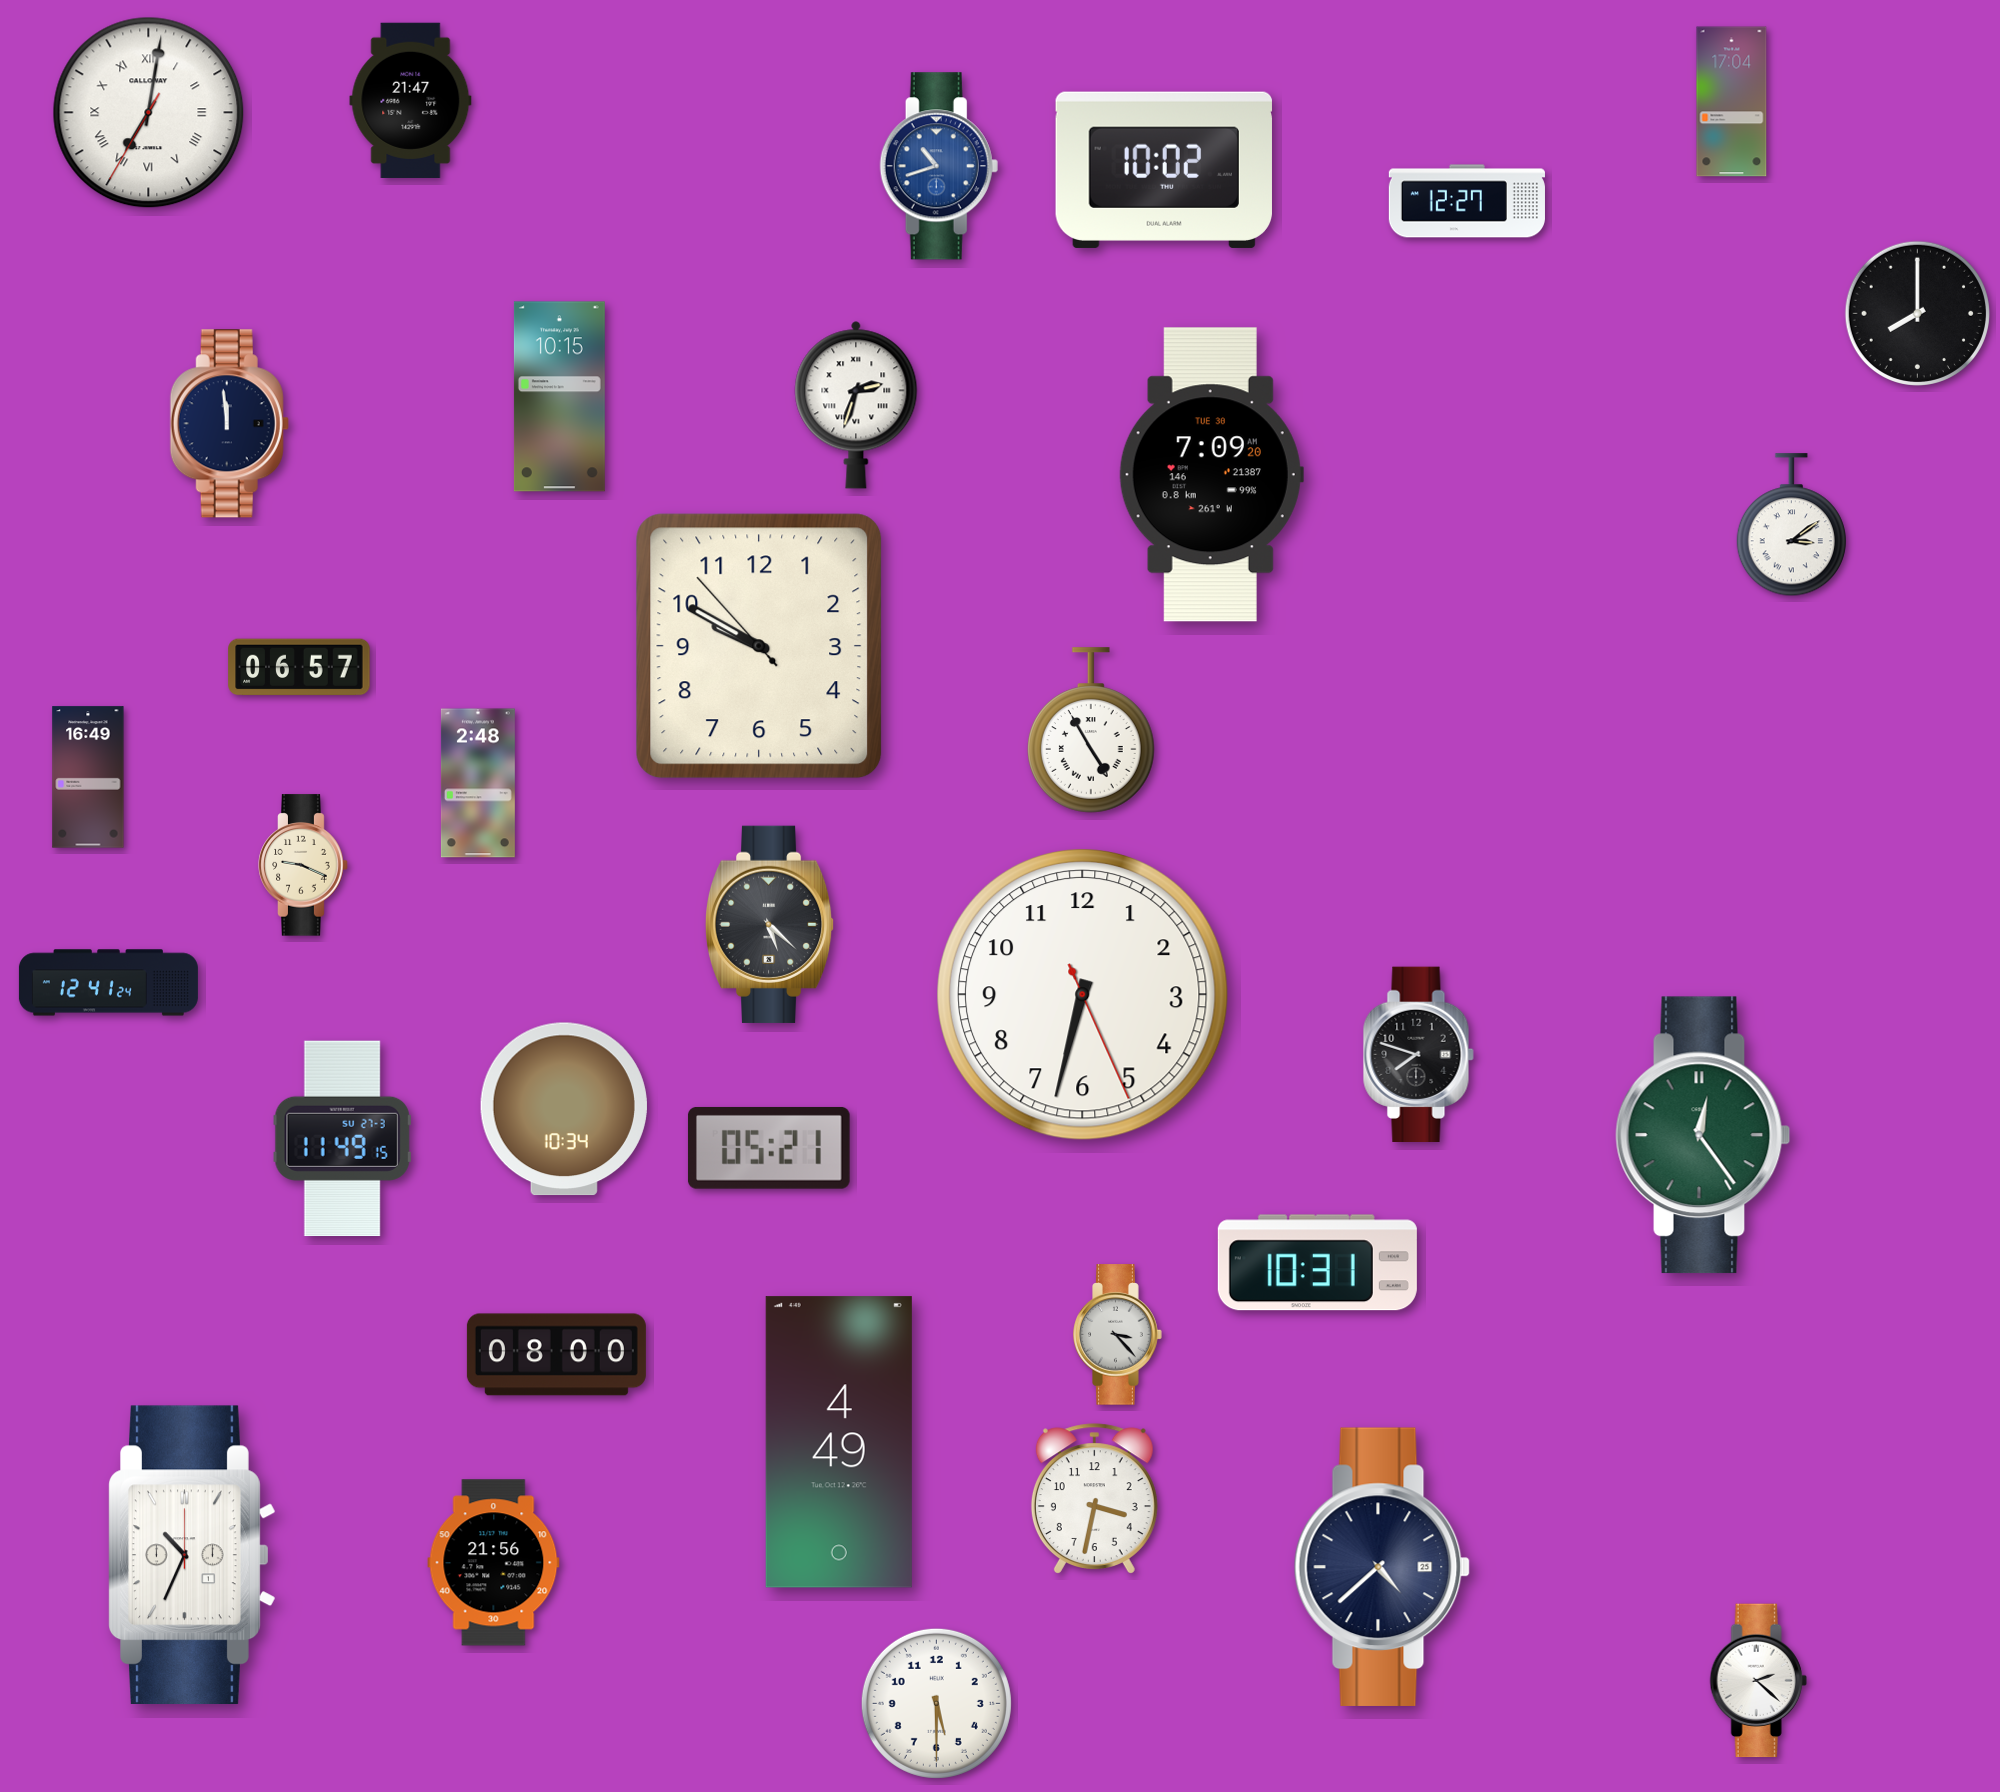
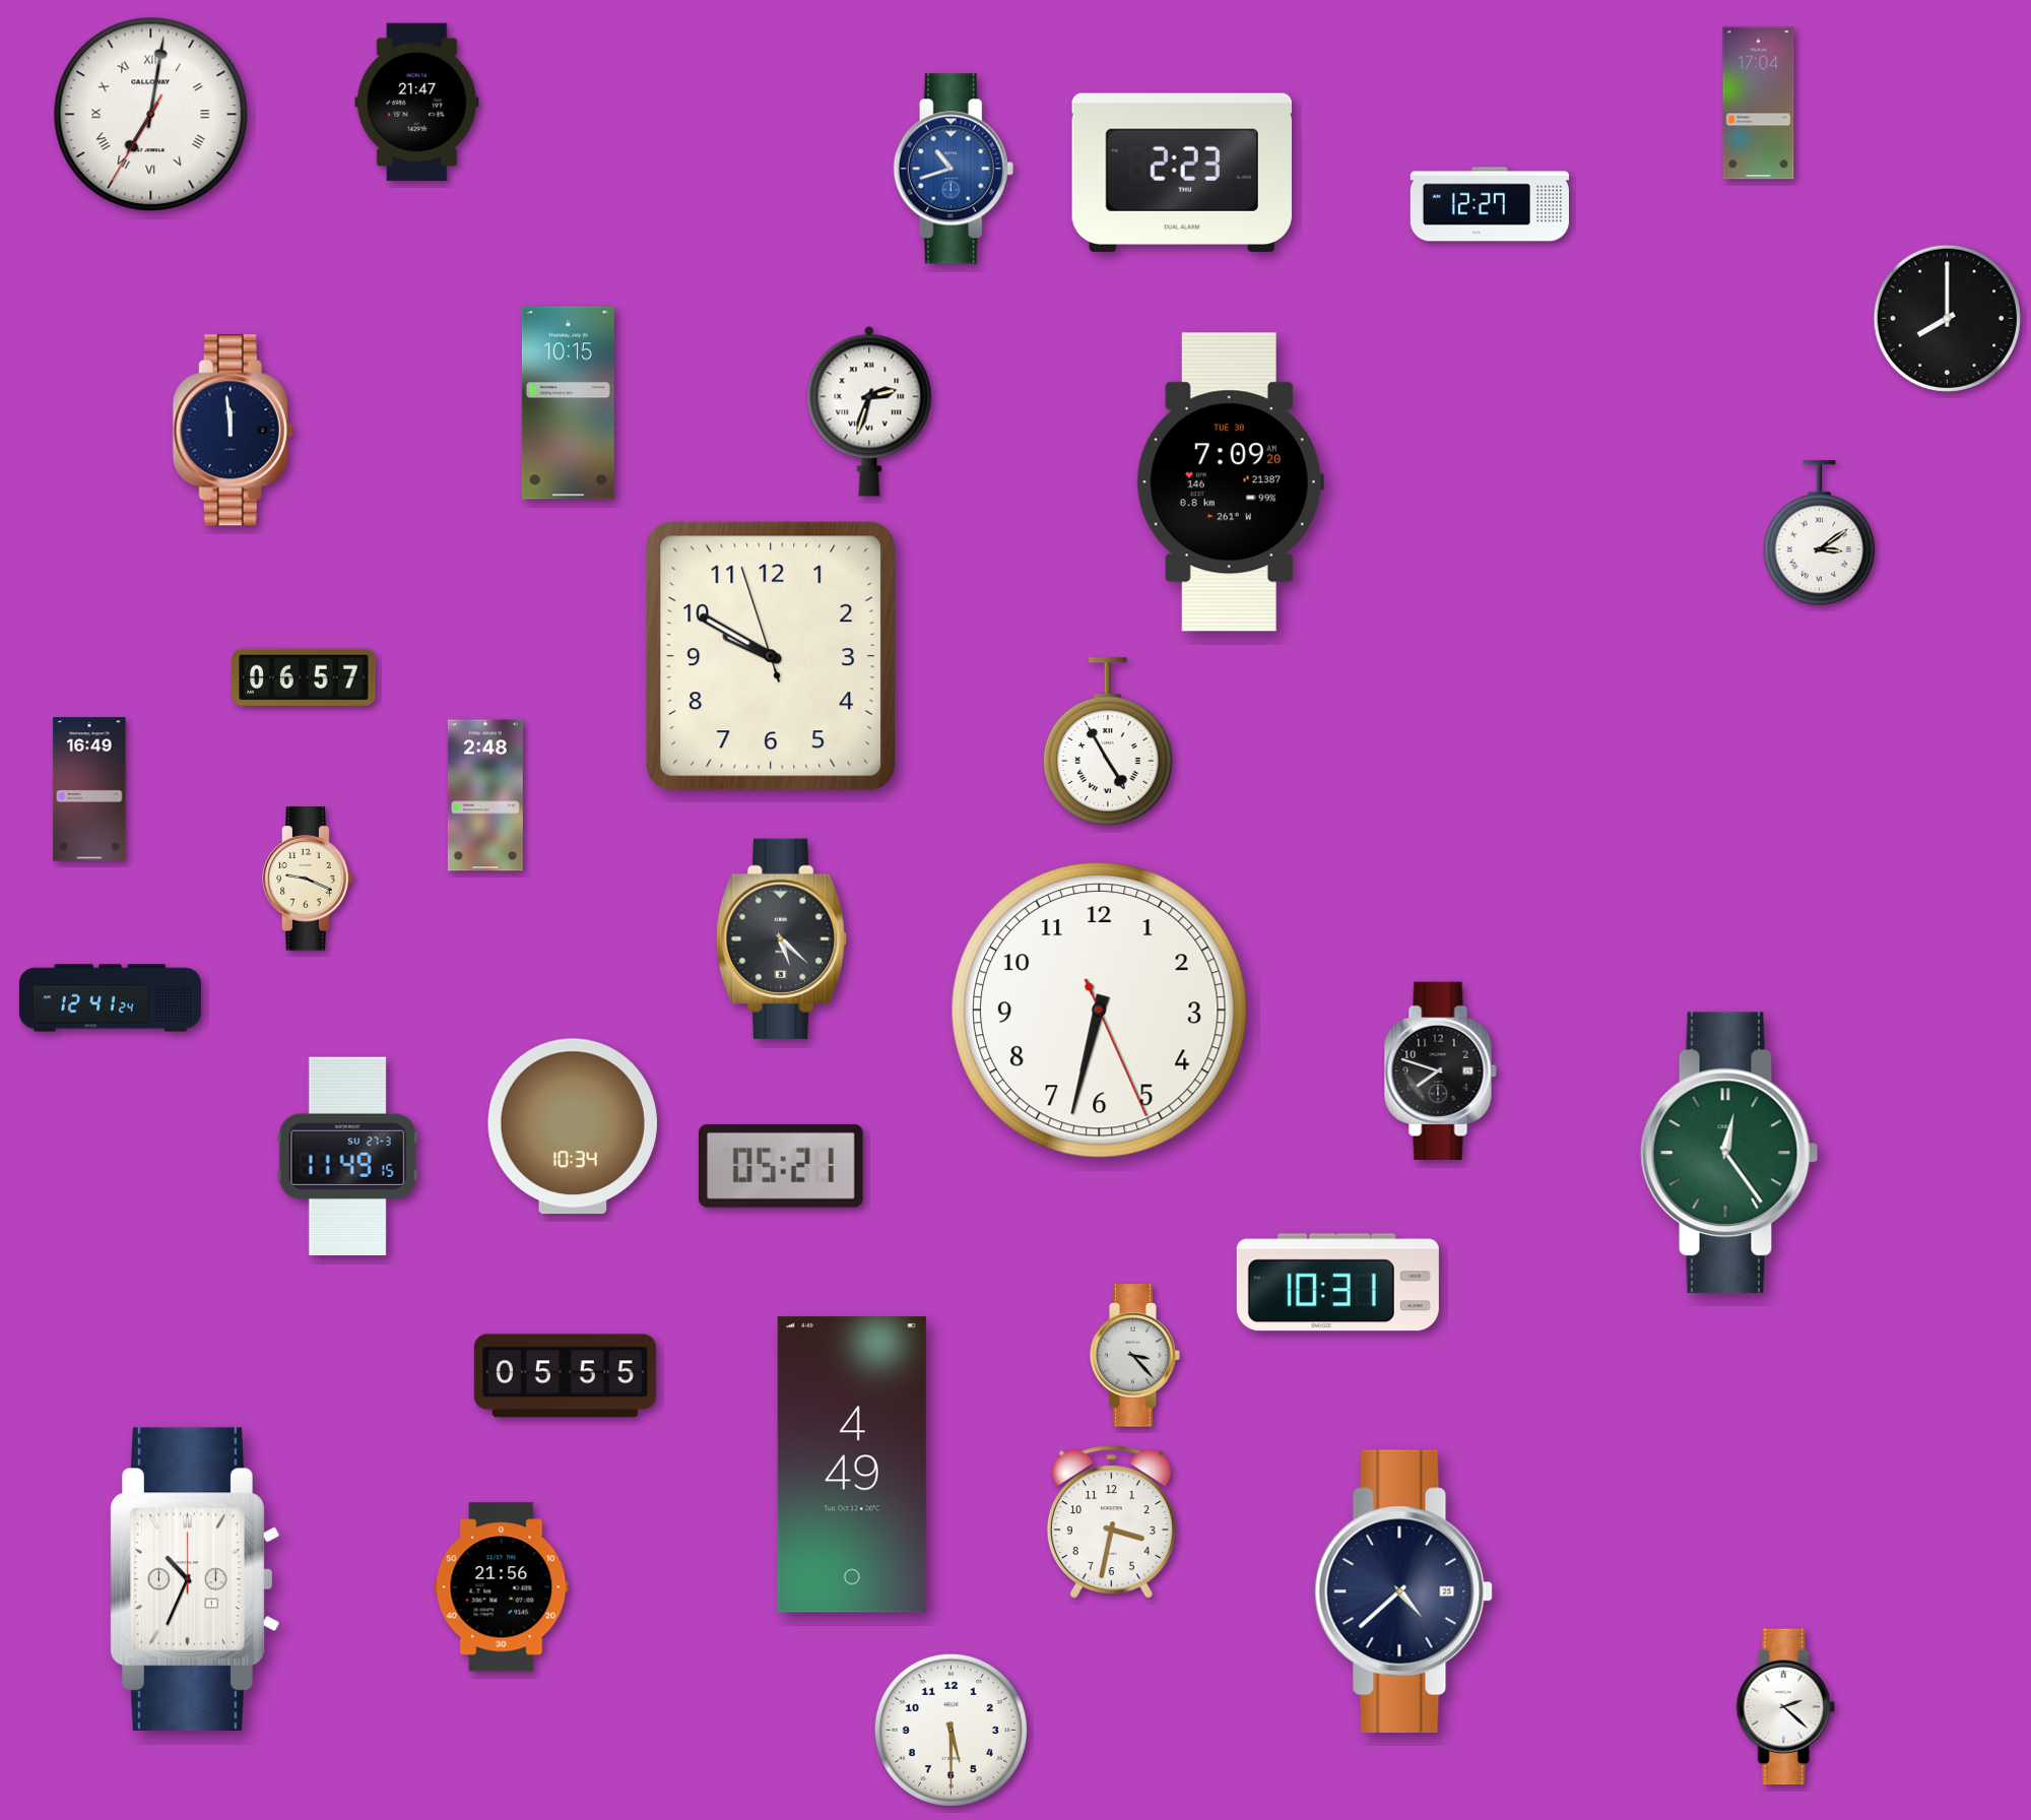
clock at (1164, 170): 10:02 -> 2:23
clock at (759, 646): 9:49:53 -> 9:49:57
clock at (556, 1355): 08:00 -> 05:55
